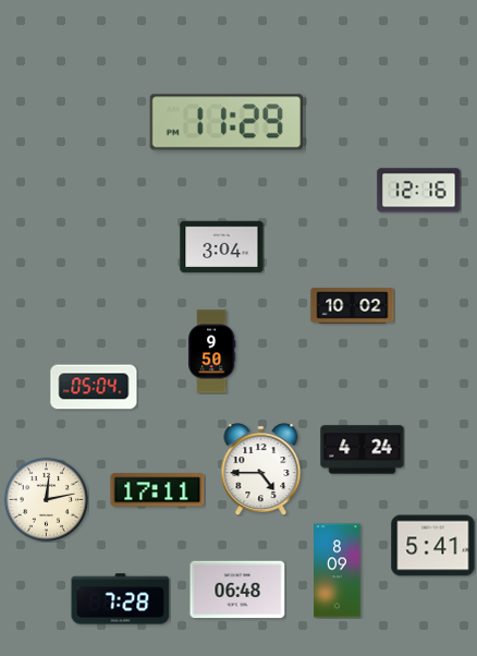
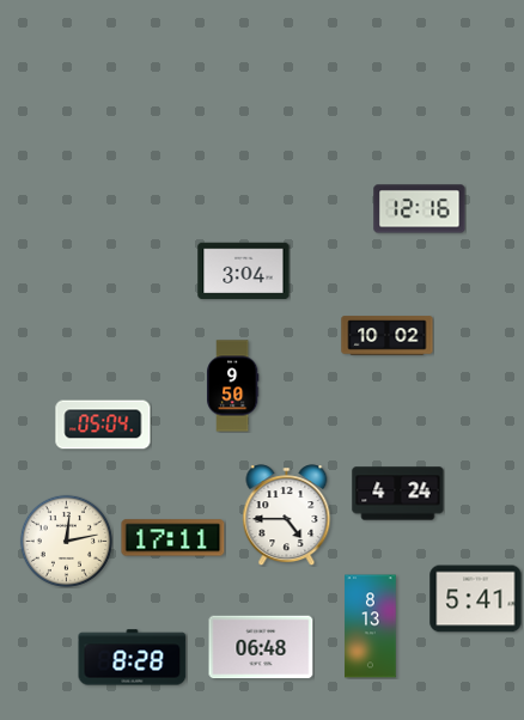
clock at (227, 122): 11:29 -> none
clock at (419, 191) position: (419, 191) -> (420, 209)
clock at (46, 499) position: (46, 499) -> (66, 541)
clock at (338, 571): 8:09 -> 8:13
clock at (121, 599): 7:28 -> 8:28
